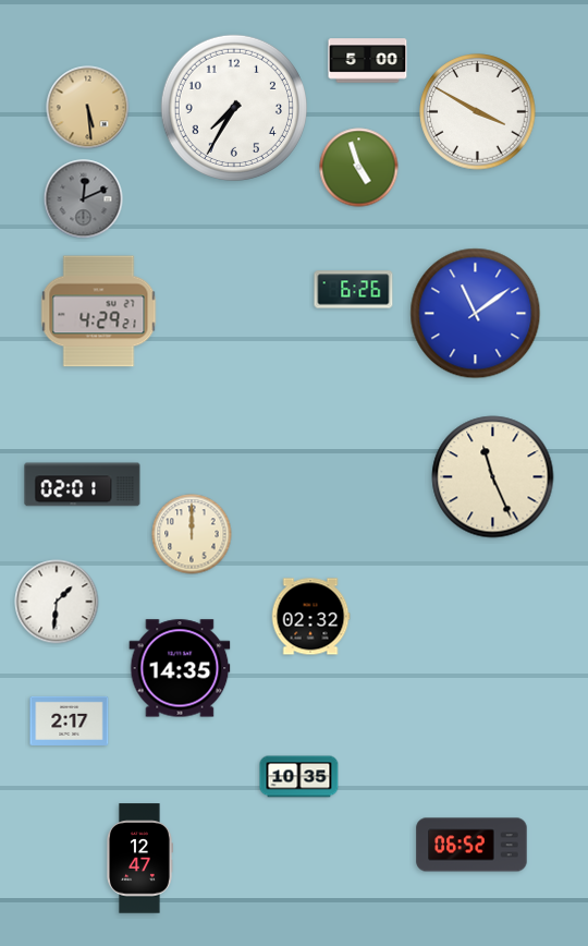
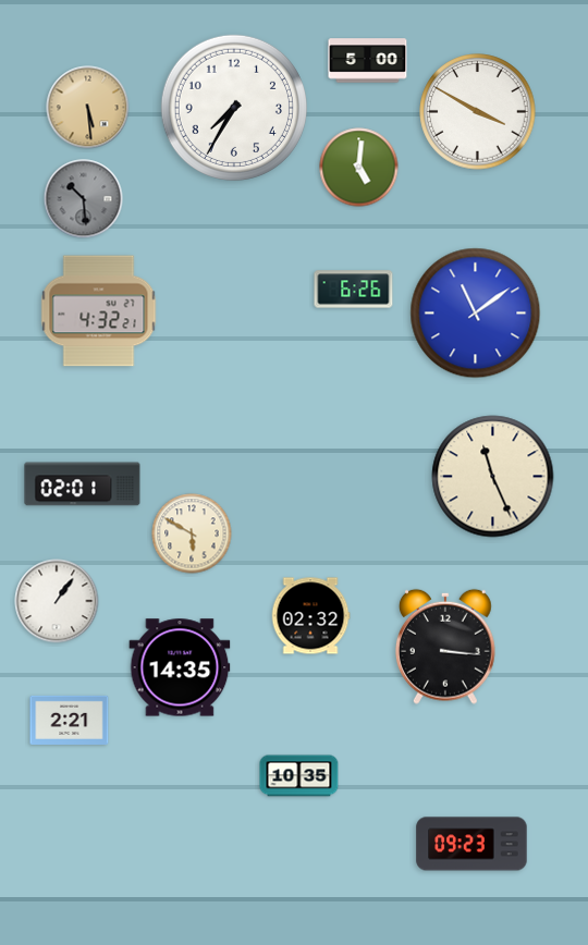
clock at (359, 168): 4:57 -> 5:01
clock at (84, 199): 12:11 -> 10:29
clock at (99, 312): 4:29 -> 4:32
clock at (192, 534): 12:00 -> 5:50
clock at (57, 602): 1:31 -> 1:06
clock at (445, 647): none -> 3:16
clock at (70, 720): 2:17 -> 2:21
clock at (471, 845): 06:52 -> 09:23
clock at (140, 859): 12:47 -> none
